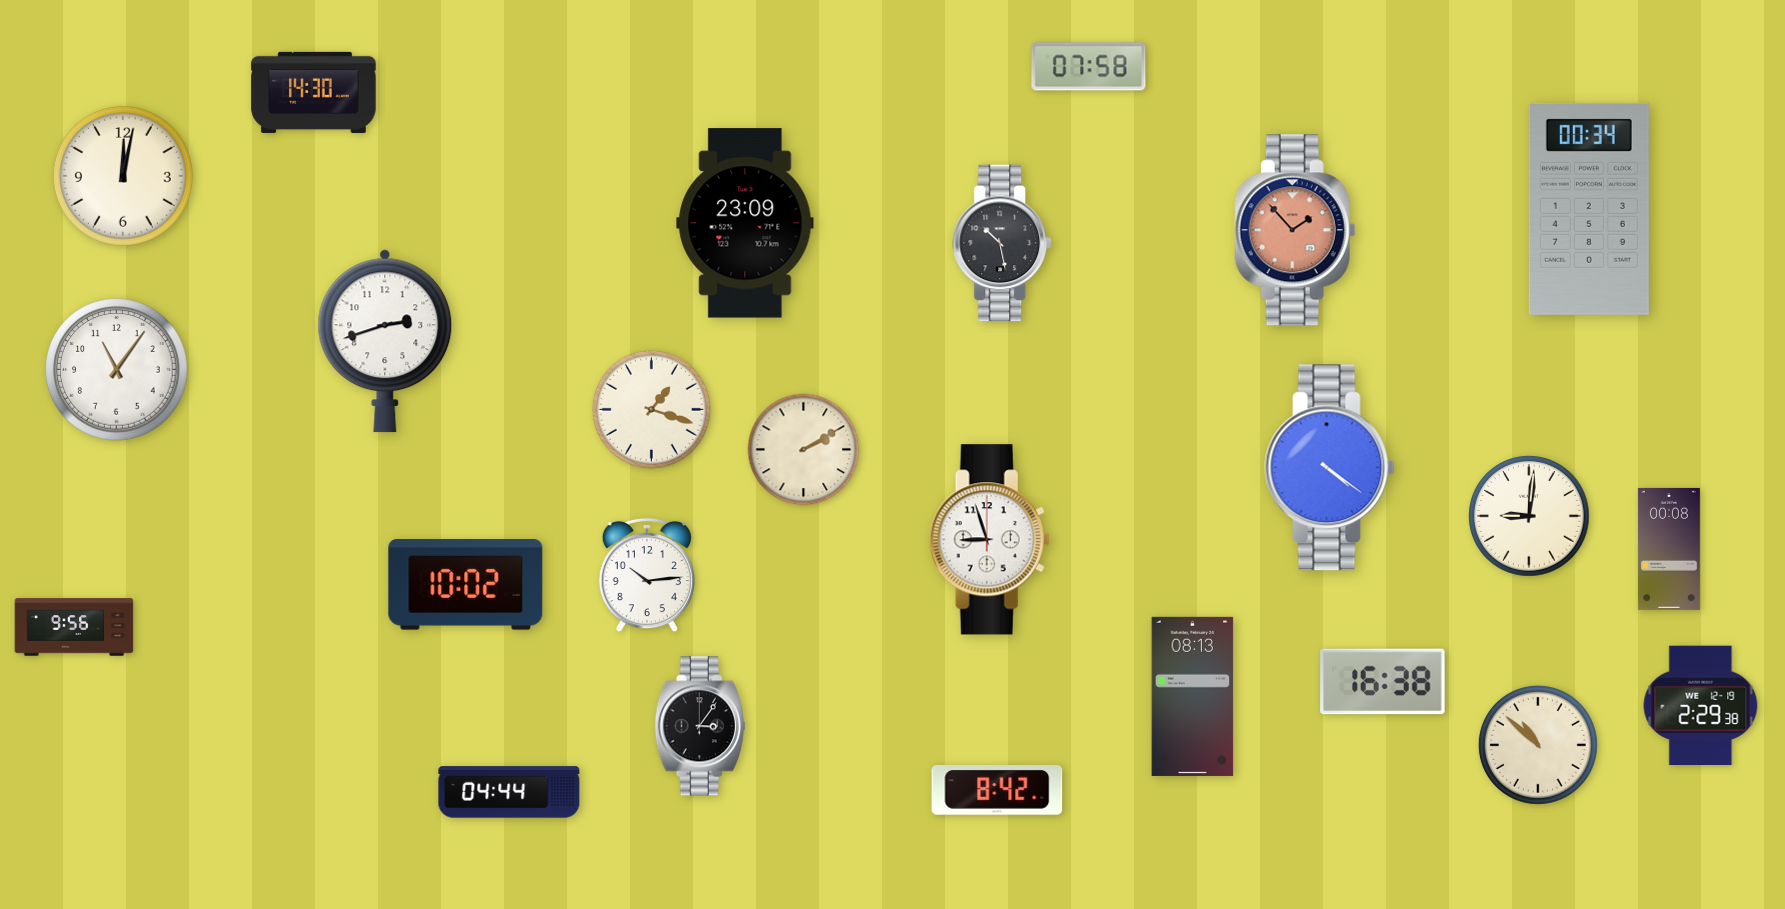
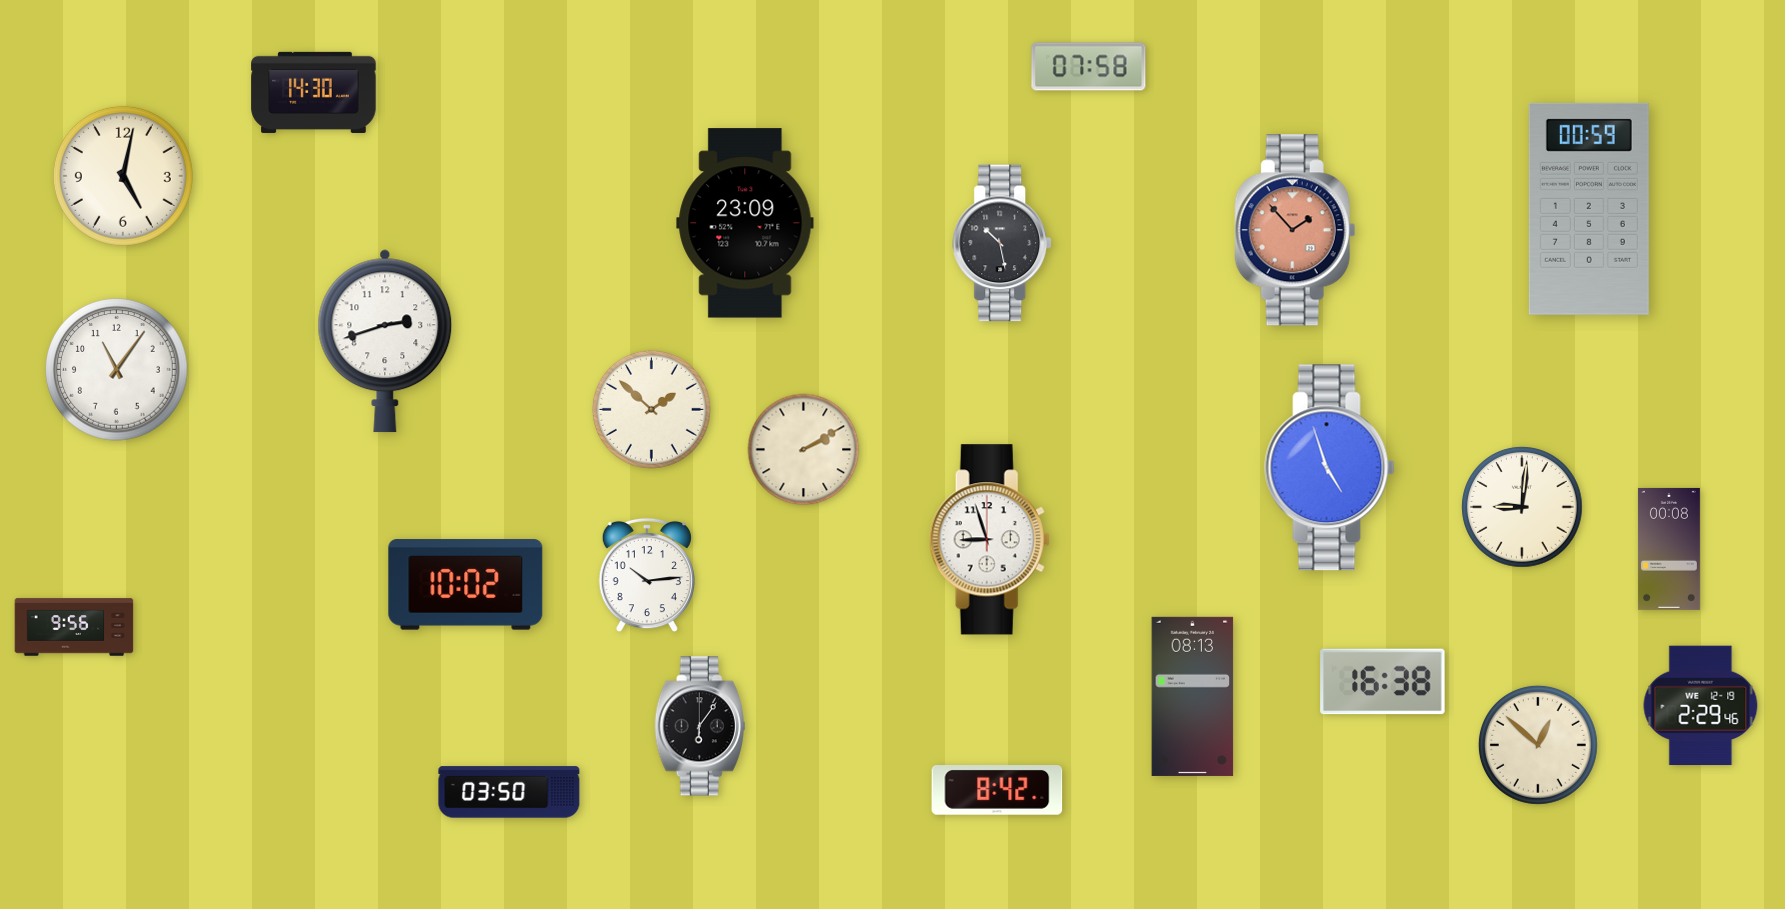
clock at (123, 176): 12:02 -> 5:02
clock at (1589, 209): 00:34 -> 00:59
clock at (651, 409): 1:18 -> 1:52
clock at (1330, 468): 4:21 -> 4:57
clock at (1529, 516) position: (1529, 516) -> (1522, 507)
clock at (1701, 706): 2:29:38 -> 2:29:46
clock at (700, 726): 3:06 -> 6:06
clock at (1538, 745): 10:52 -> 12:52
clock at (509, 792): 04:44 -> 03:50
